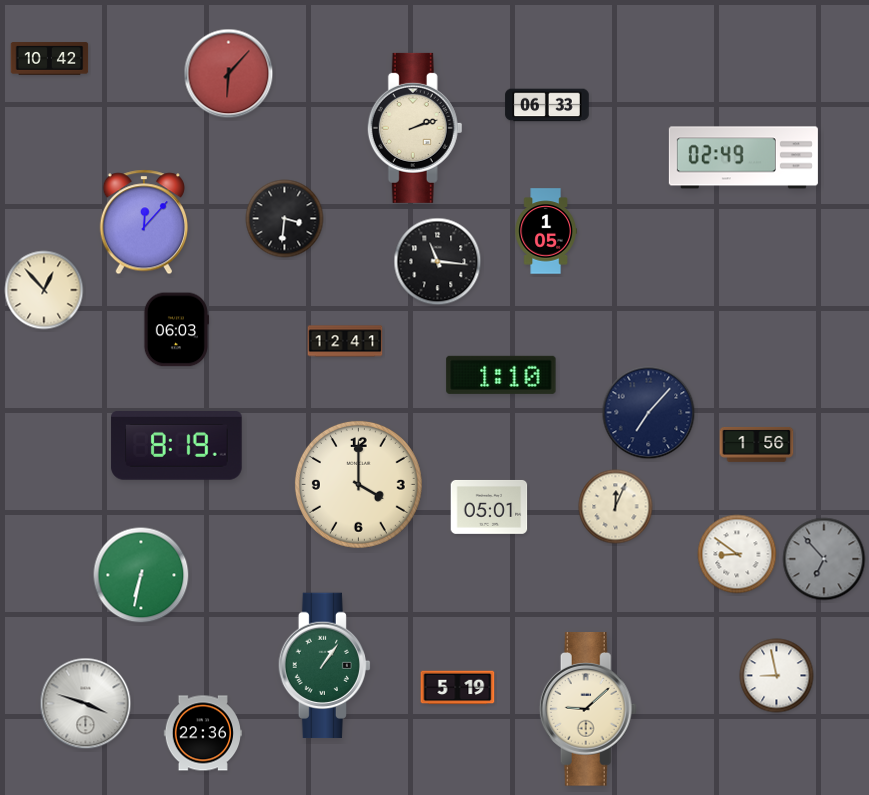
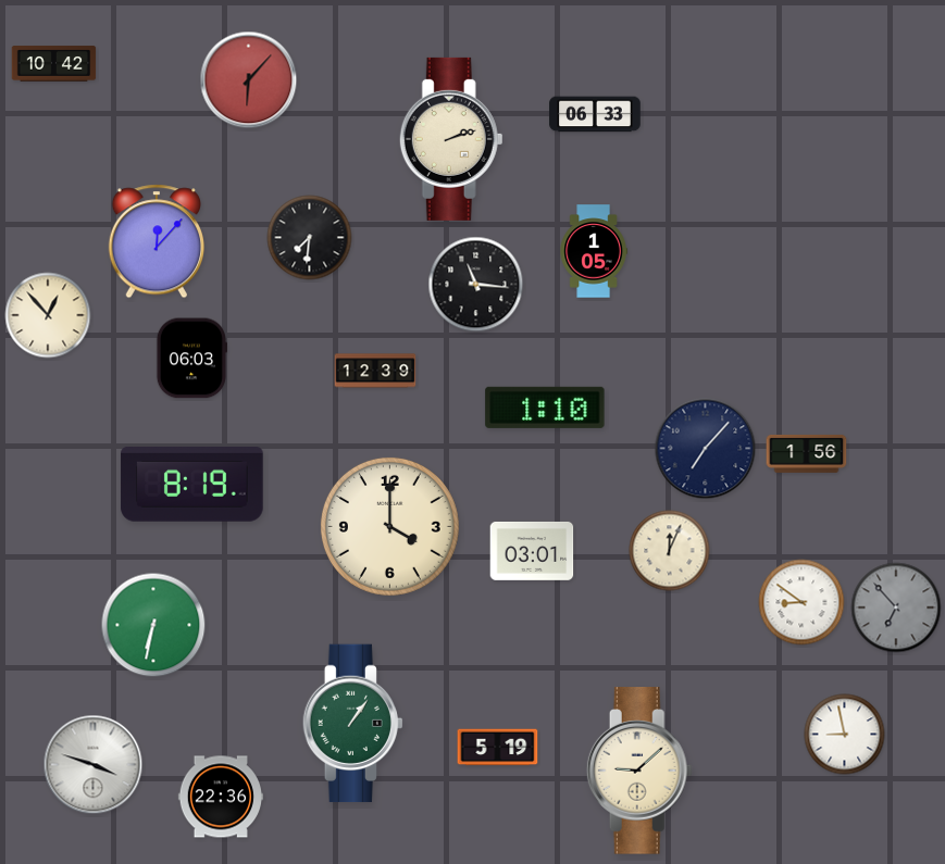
clock at (743, 158): 02:49 -> none
clock at (285, 219): 3:31 -> 7:31
clock at (345, 341): 12:41 -> 12:39
clock at (757, 444) position: (757, 444) -> (807, 453)
clock at (489, 507): 05:01 -> 03:01
